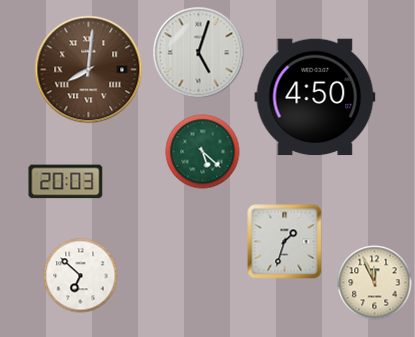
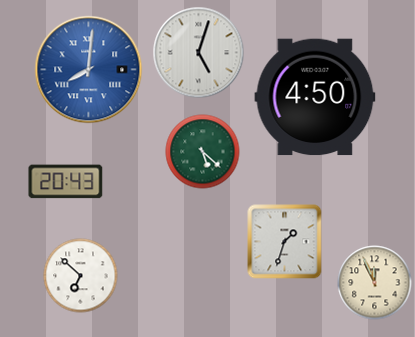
clock at (89, 70) dial: brown -> blue
clock at (66, 182): 20:03 -> 20:43
